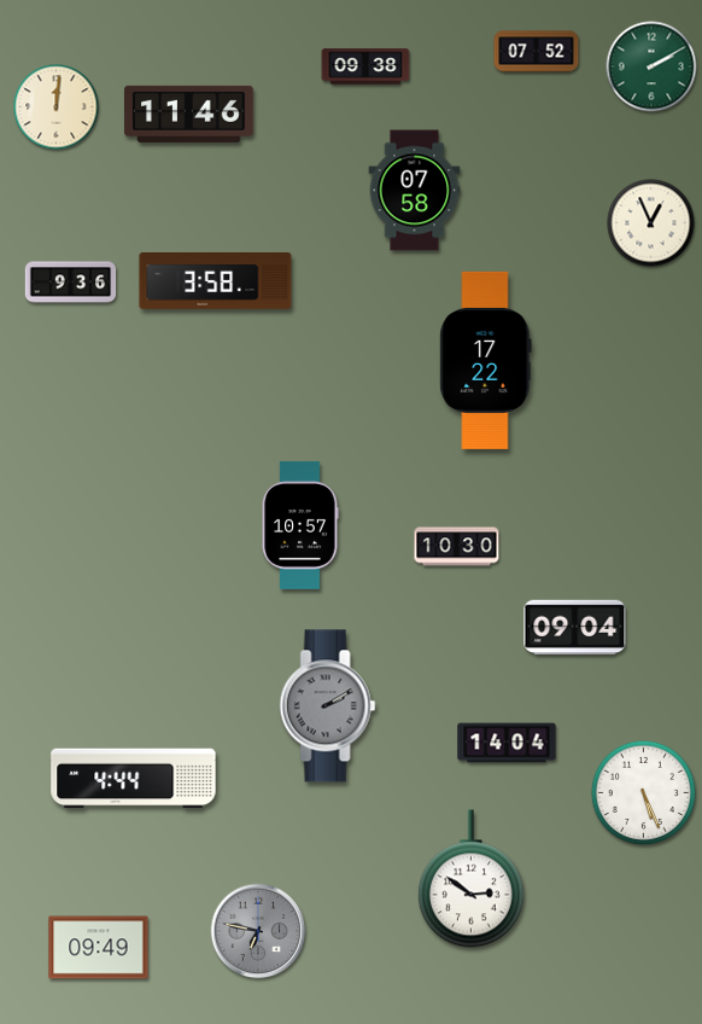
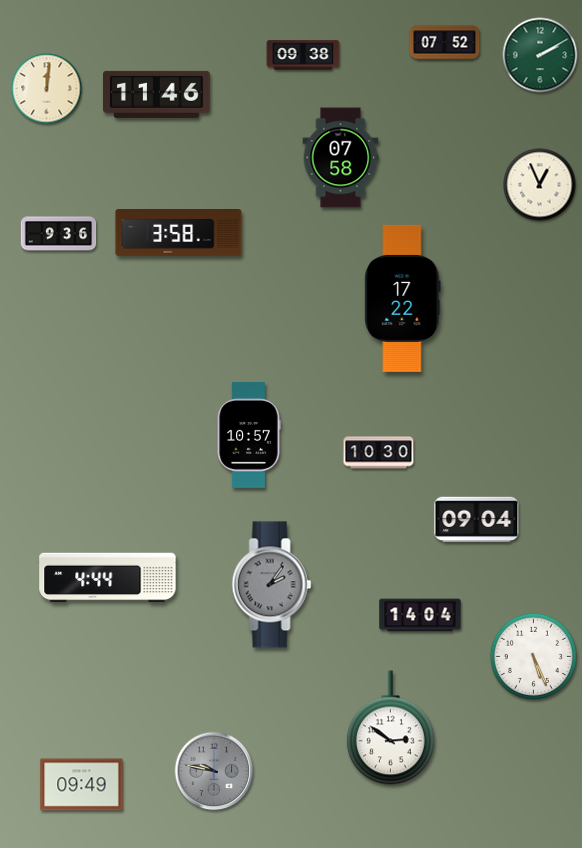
clock at (415, 191) position: (415, 191) -> (341, 158)
clock at (328, 706): 2:10 -> 2:06
clock at (134, 779) position: (134, 779) -> (108, 578)
clock at (258, 931): 6:47 -> 9:47
